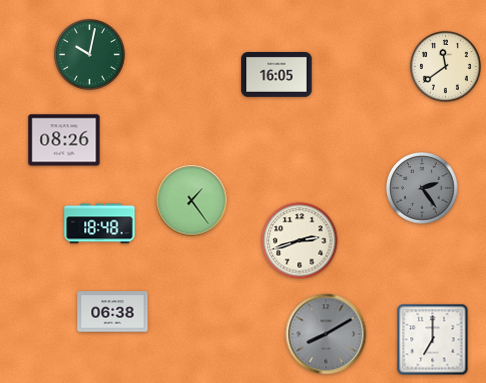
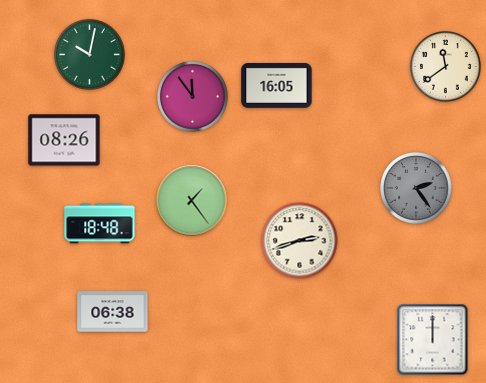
clock at (277, 75) position: (277, 75) -> (277, 86)
clock at (193, 97): none -> 11:54
clock at (422, 188) position: (422, 188) -> (416, 188)
clock at (326, 334): 8:10 -> none
clock at (433, 340): 7:00 -> 12:00
